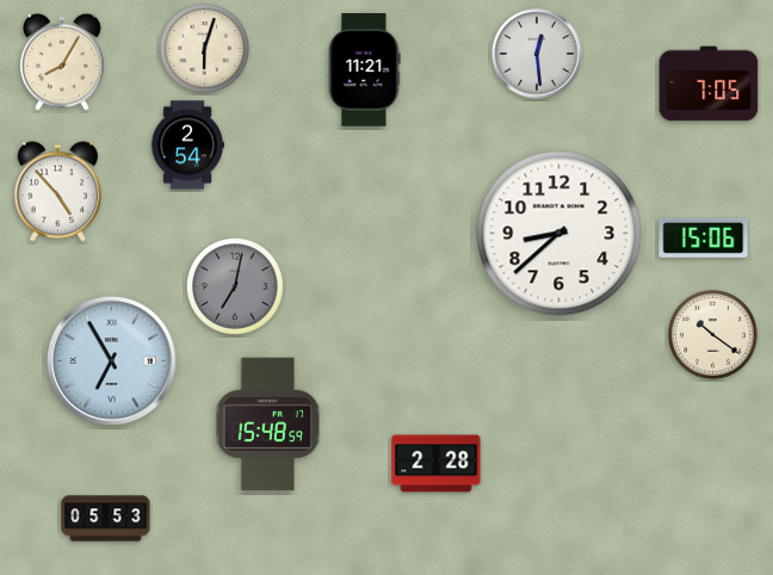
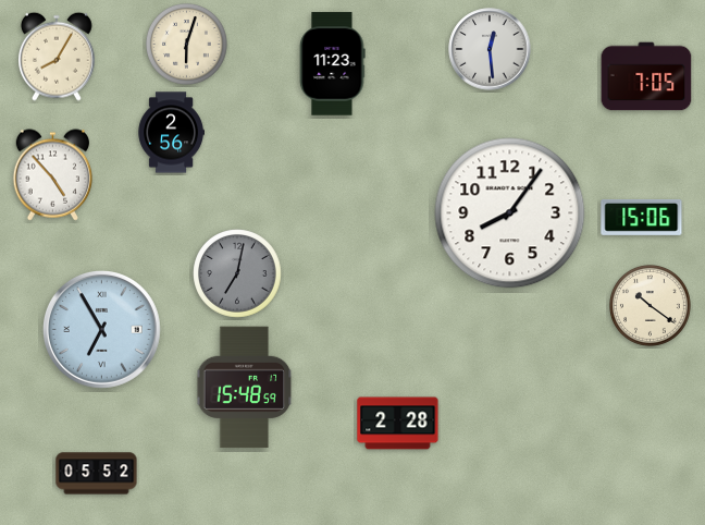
clock at (364, 70): 11:21 -> 11:23
clock at (187, 146): 2:54 -> 2:56
clock at (559, 234): 8:38 -> 8:06
clock at (235, 286) position: (235, 286) -> (237, 273)
clock at (106, 519): 05:53 -> 05:52
